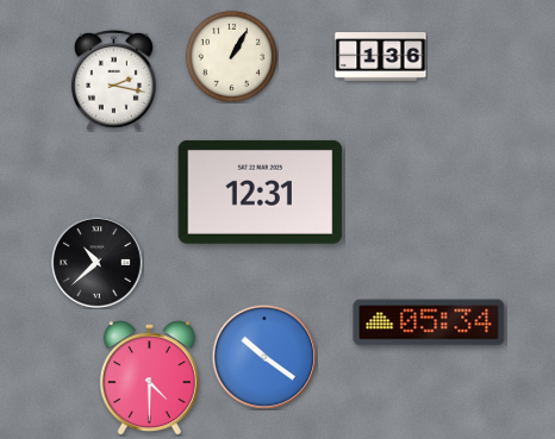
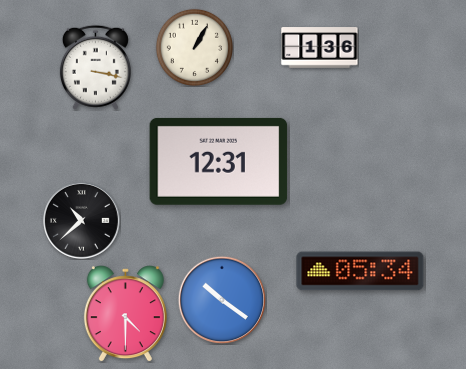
clock at (113, 80): 2:17 -> 3:17
clock at (149, 378) position: (149, 378) -> (125, 314)
